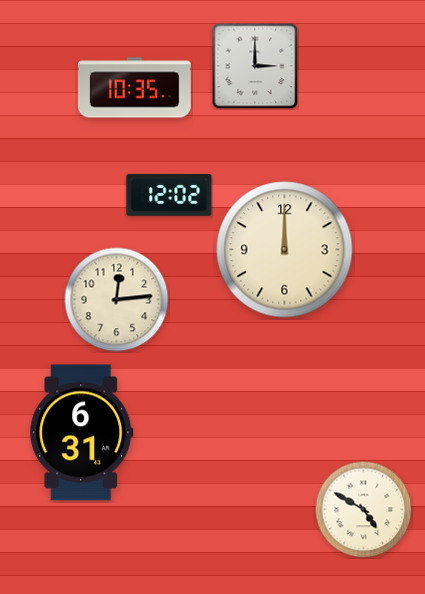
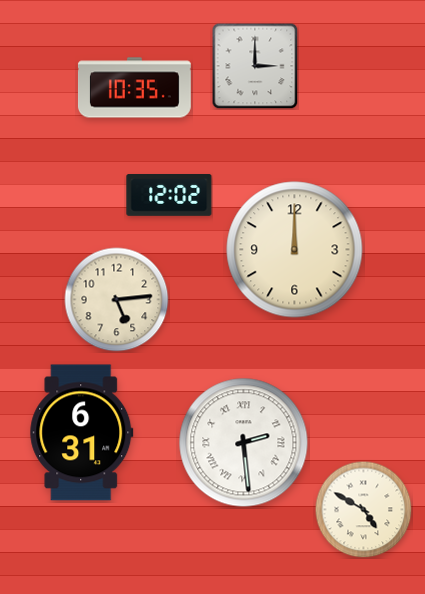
clock at (285, 250) position: (285, 250) -> (295, 250)
clock at (117, 300): 12:14 -> 5:14
clock at (244, 443): none -> 2:29
